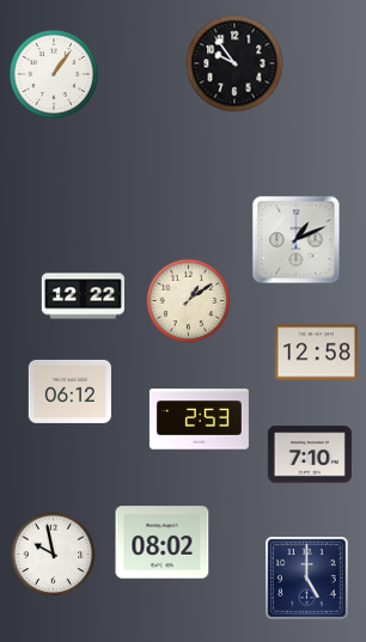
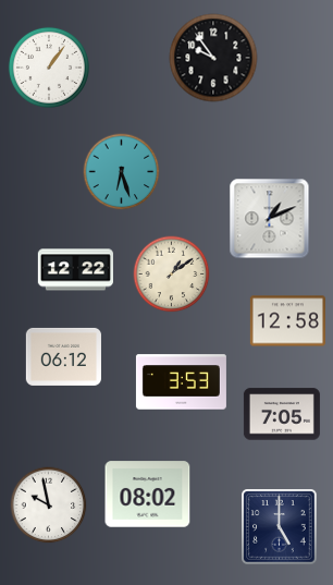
clock at (122, 172): none -> 6:27
clock at (199, 420): 2:53 -> 3:53
clock at (310, 454): 7:10 -> 7:05
